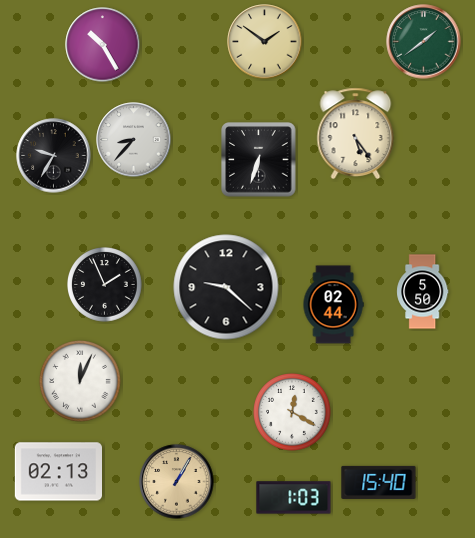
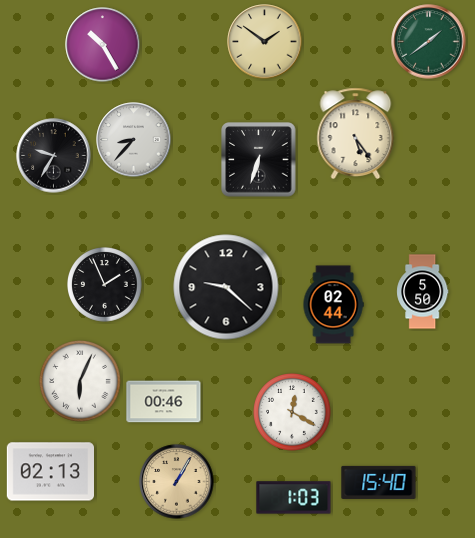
clock at (424, 42) position: (424, 42) -> (429, 42)
clock at (80, 381): 12:04 -> 6:04
clock at (164, 402): none -> 00:46
clock at (58, 472) position: (58, 472) -> (50, 472)
